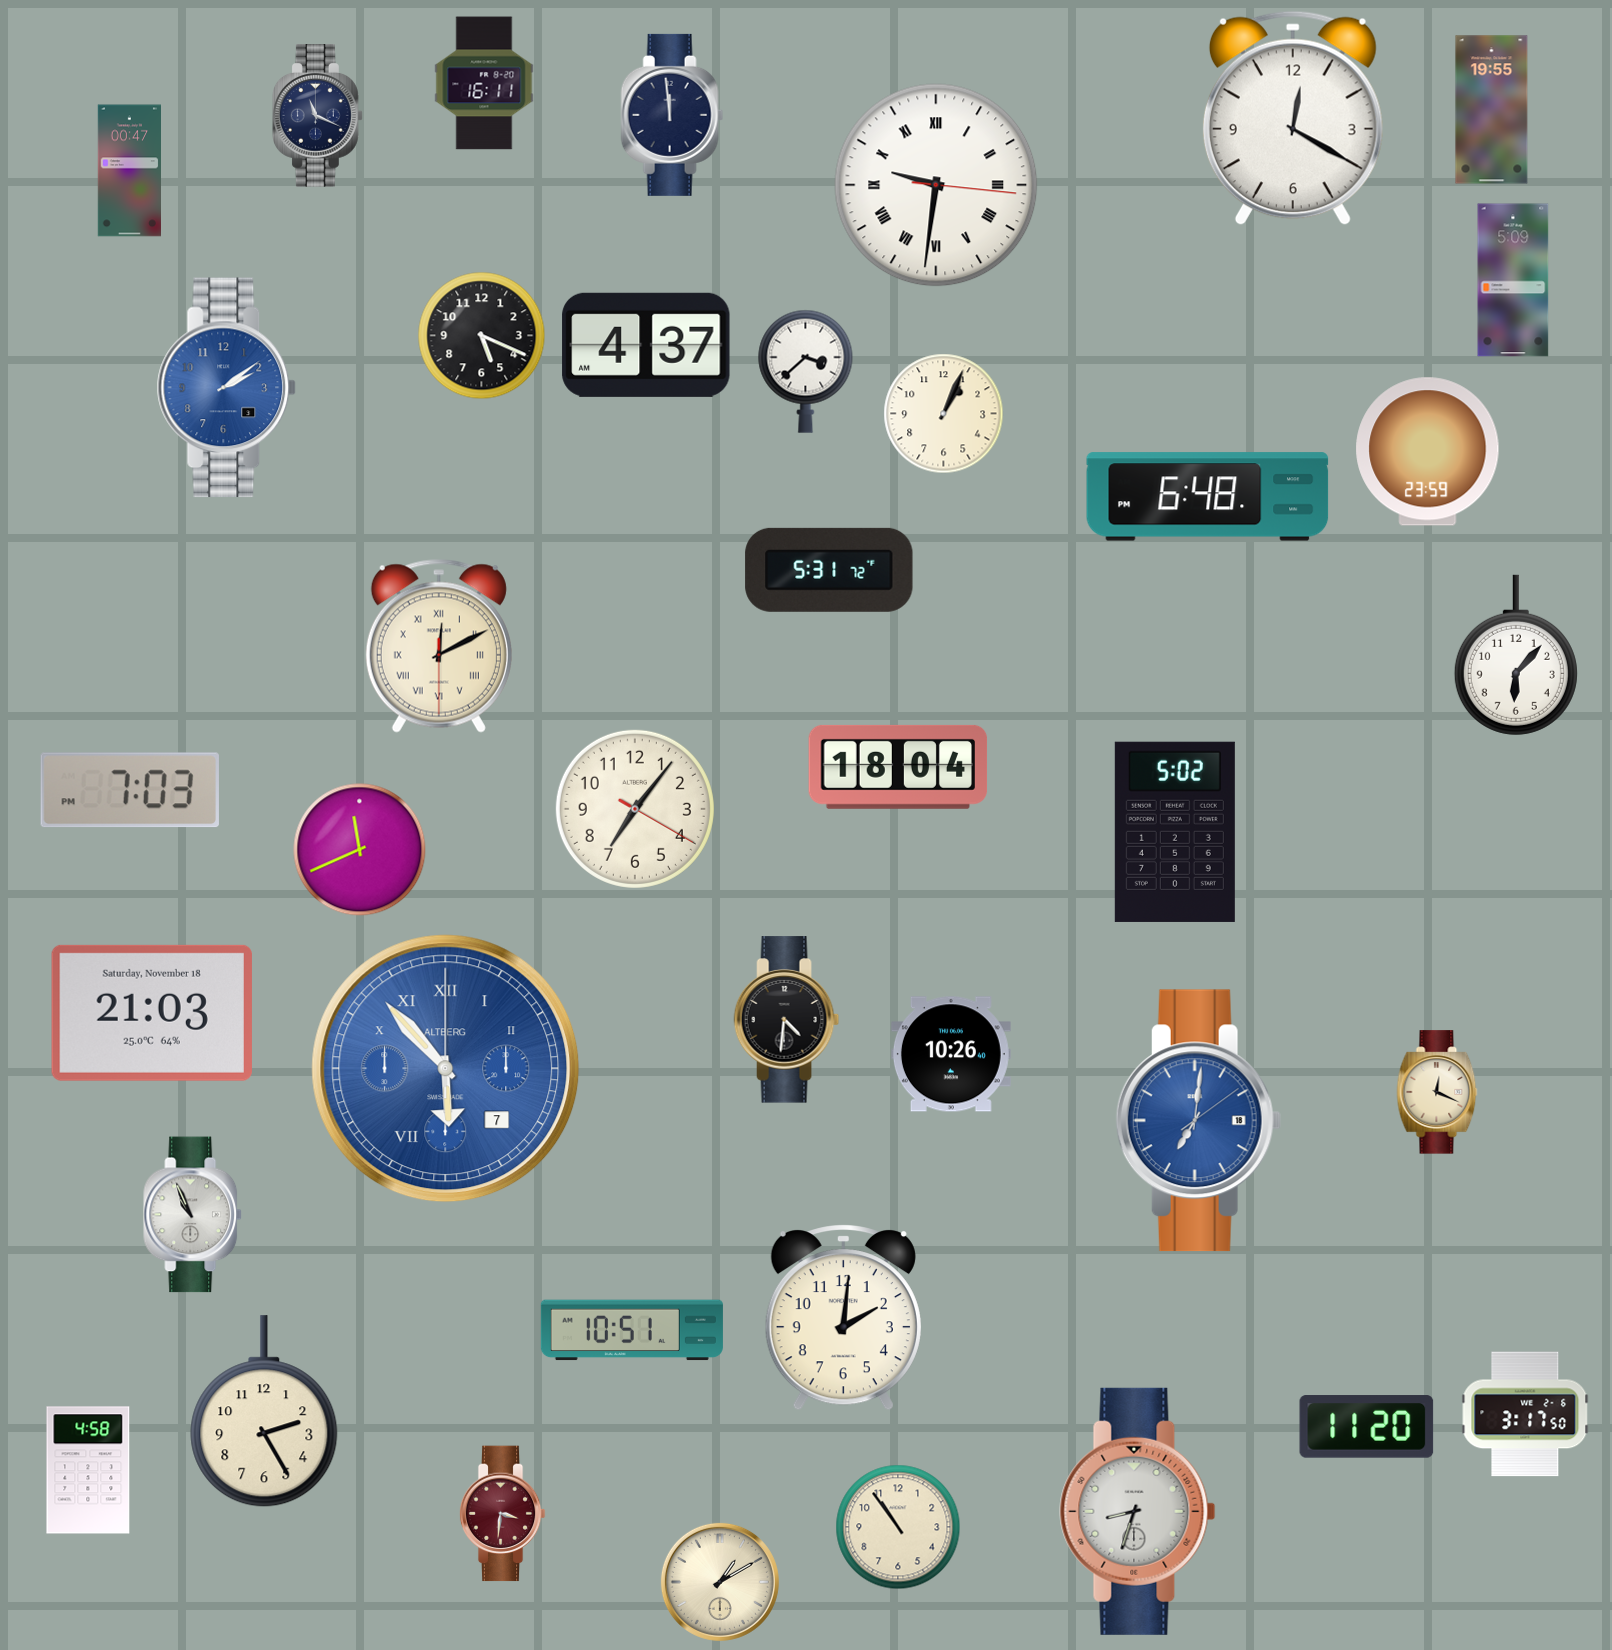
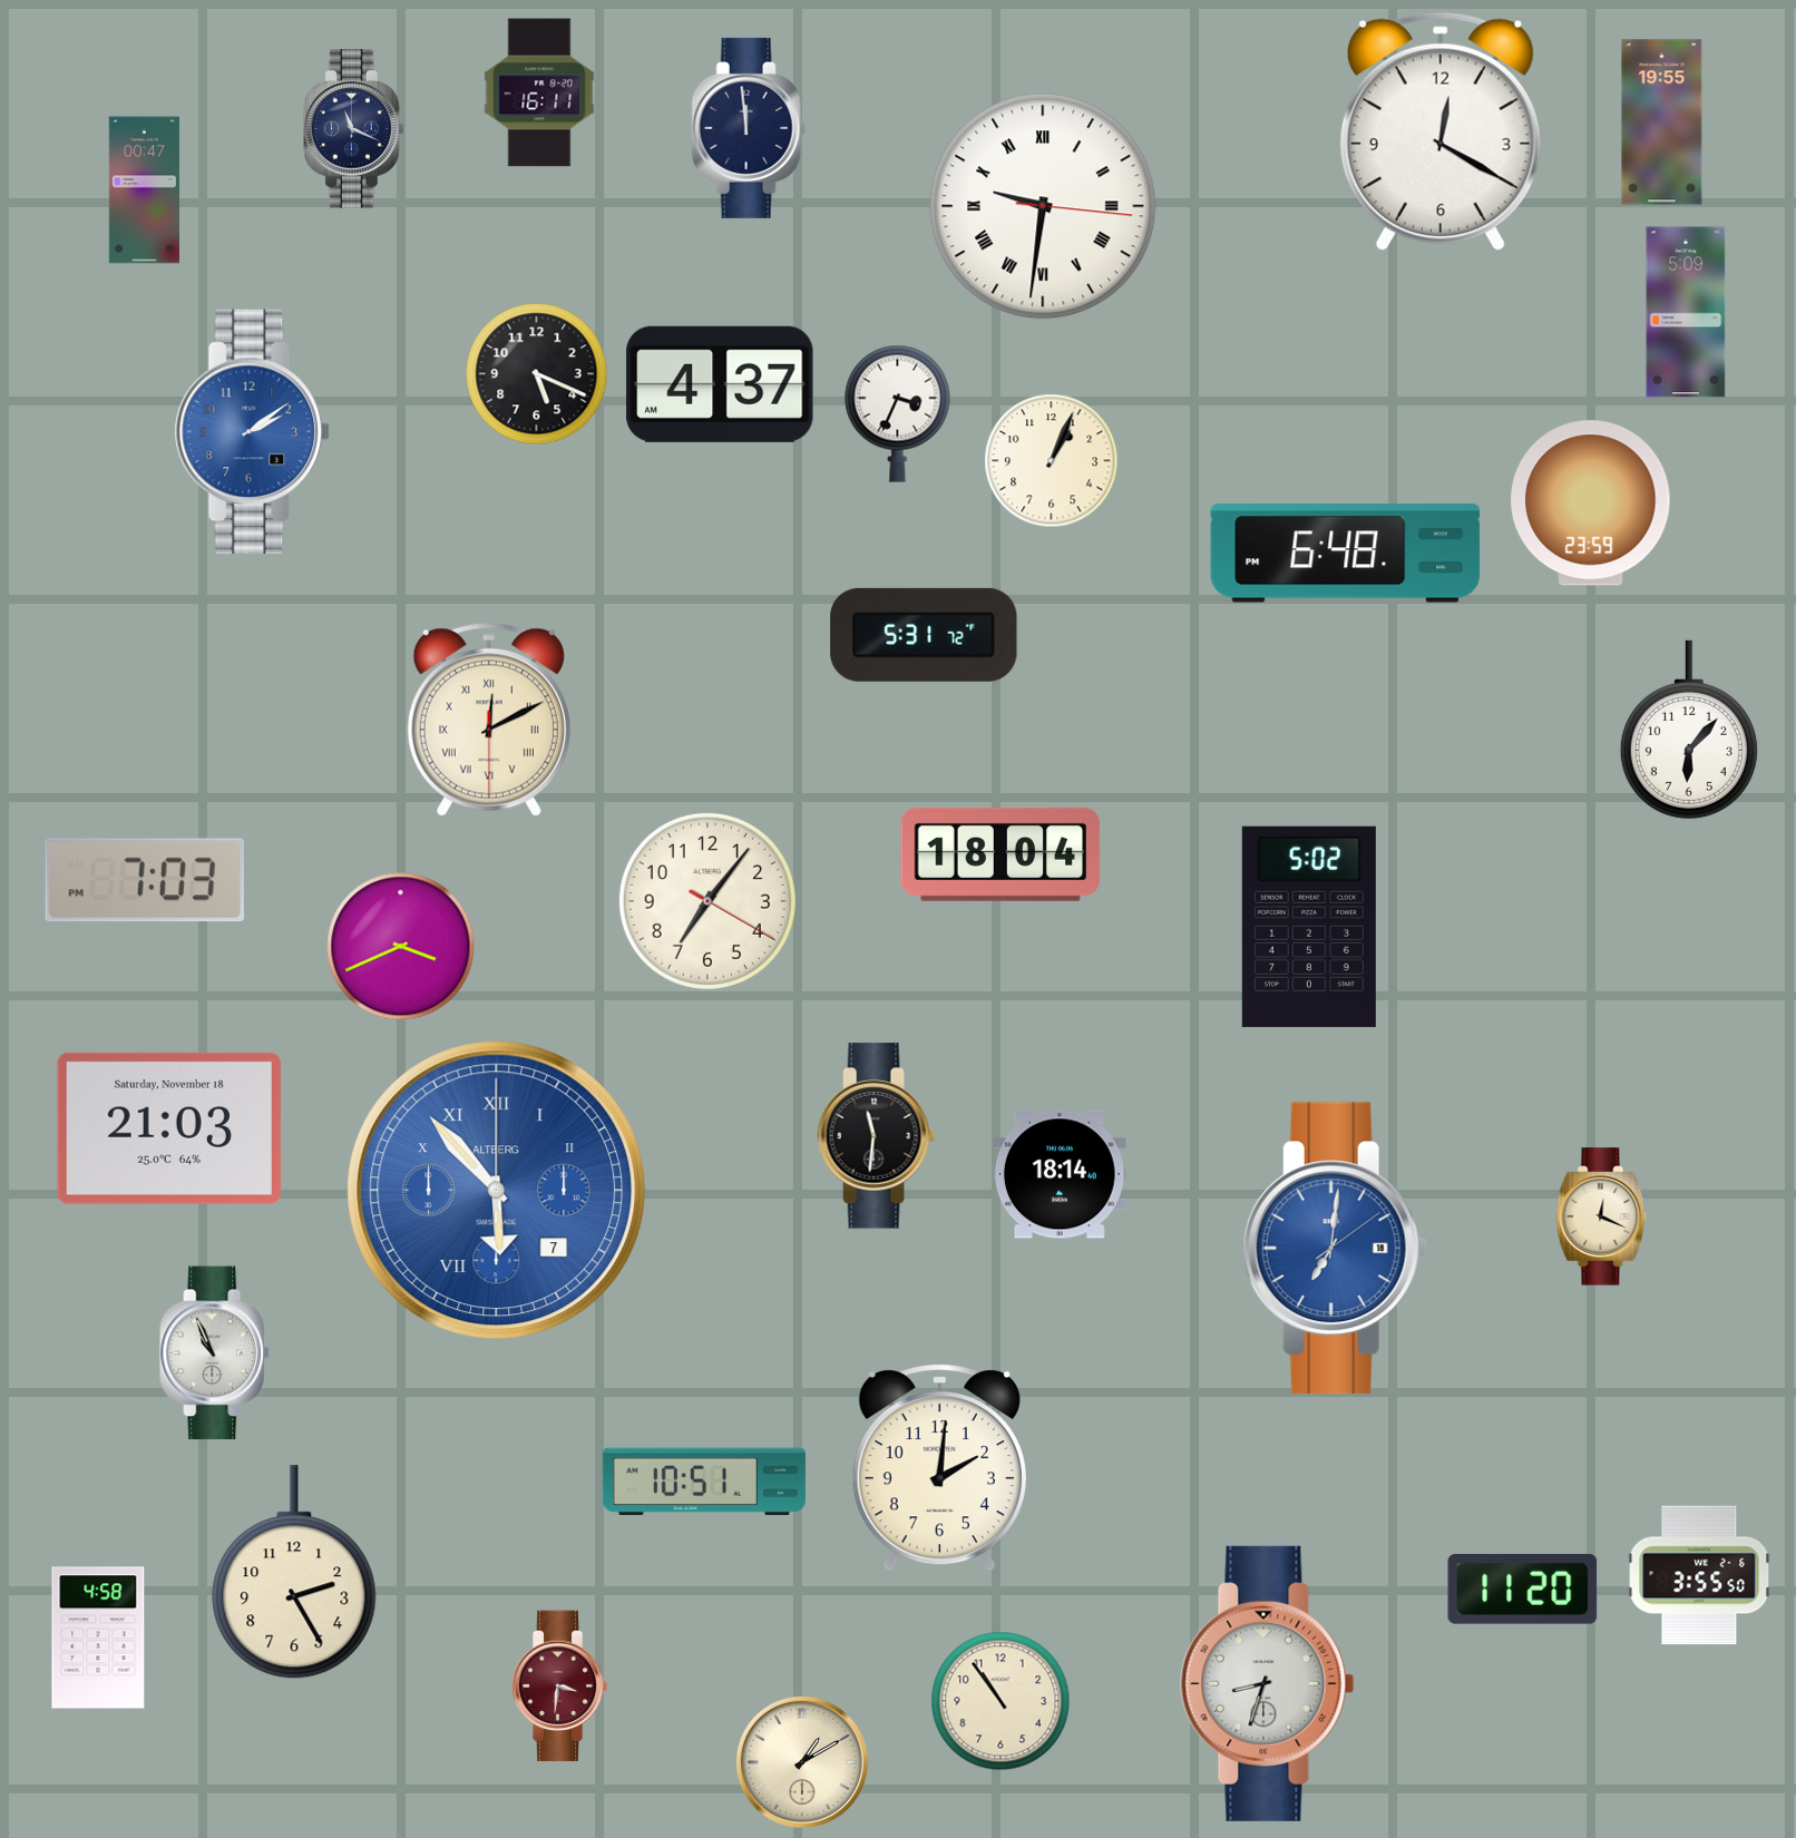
clock at (806, 371): 3:38 -> 3:34
clock at (360, 850): 11:41 -> 3:41
clock at (787, 1020): 4:31 -> 11:31
clock at (951, 1054): 10:26 -> 18:14
clock at (1525, 1414): 3:17 -> 3:55
